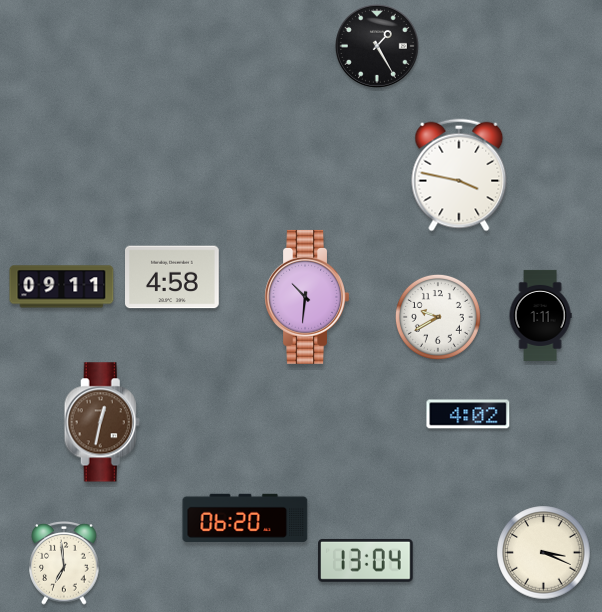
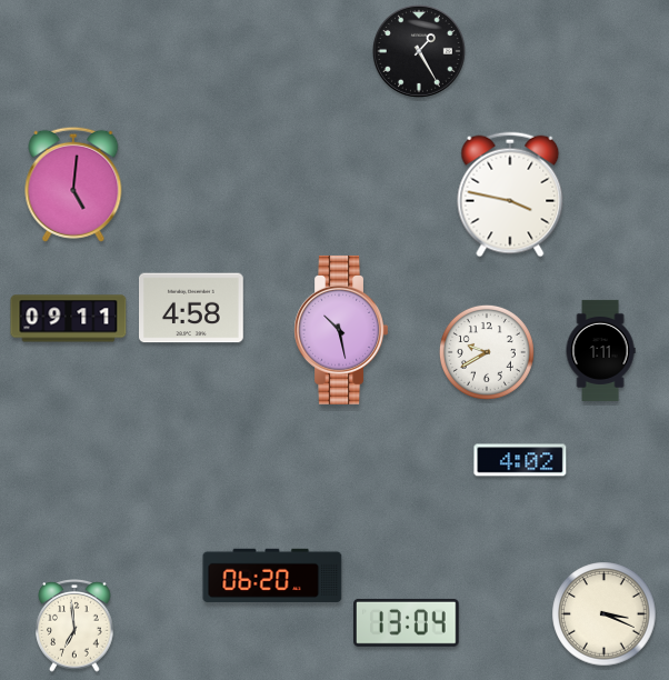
clock at (73, 184): none -> 5:01
clock at (306, 297): 10:31 -> 10:28
clock at (102, 422): 12:32 -> none
clock at (64, 564) position: (64, 564) -> (74, 627)
